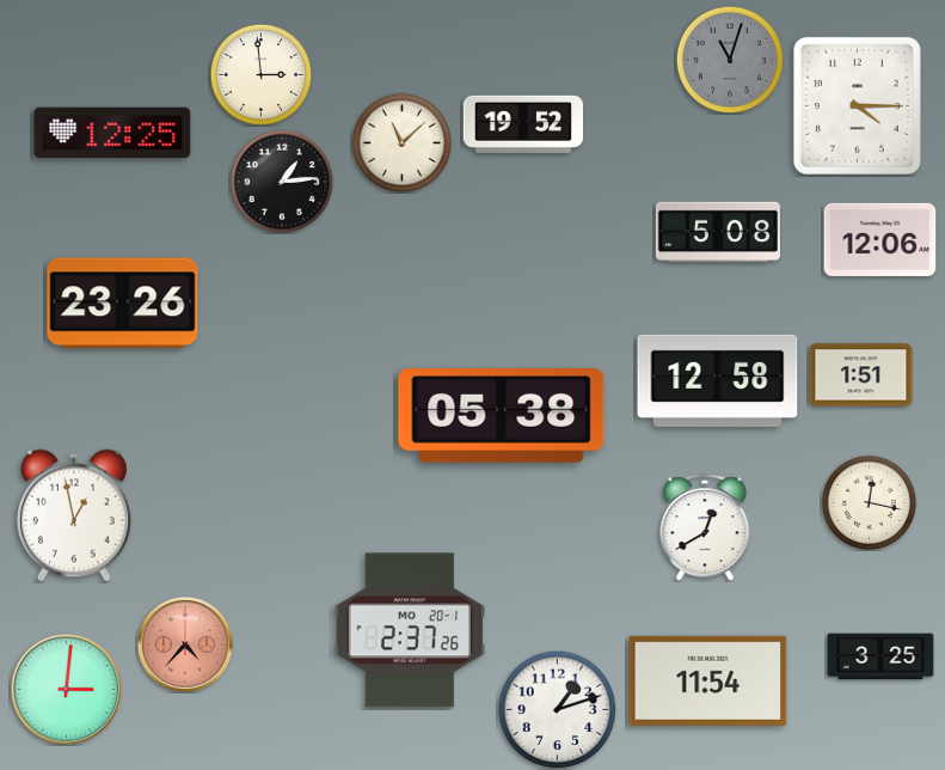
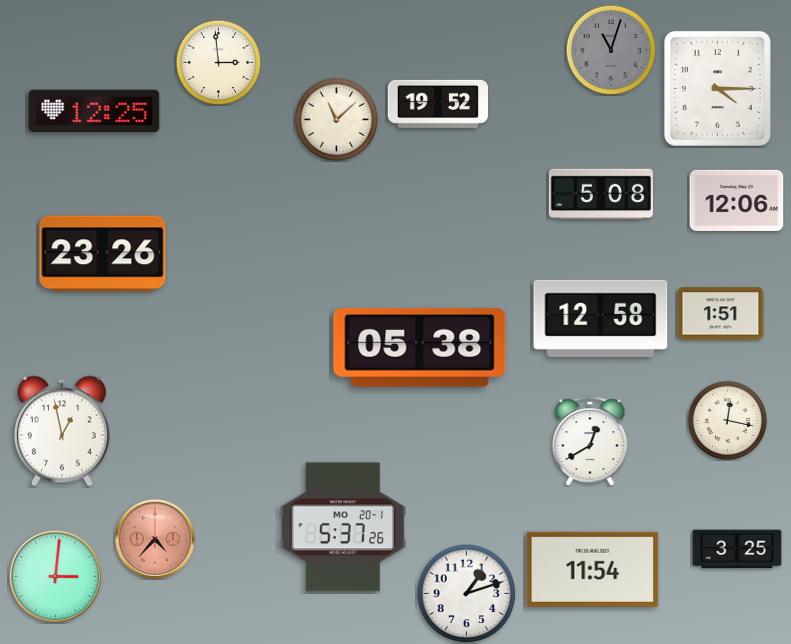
clock at (282, 182): 1:14 -> none
clock at (410, 630): 2:37 -> 5:37
